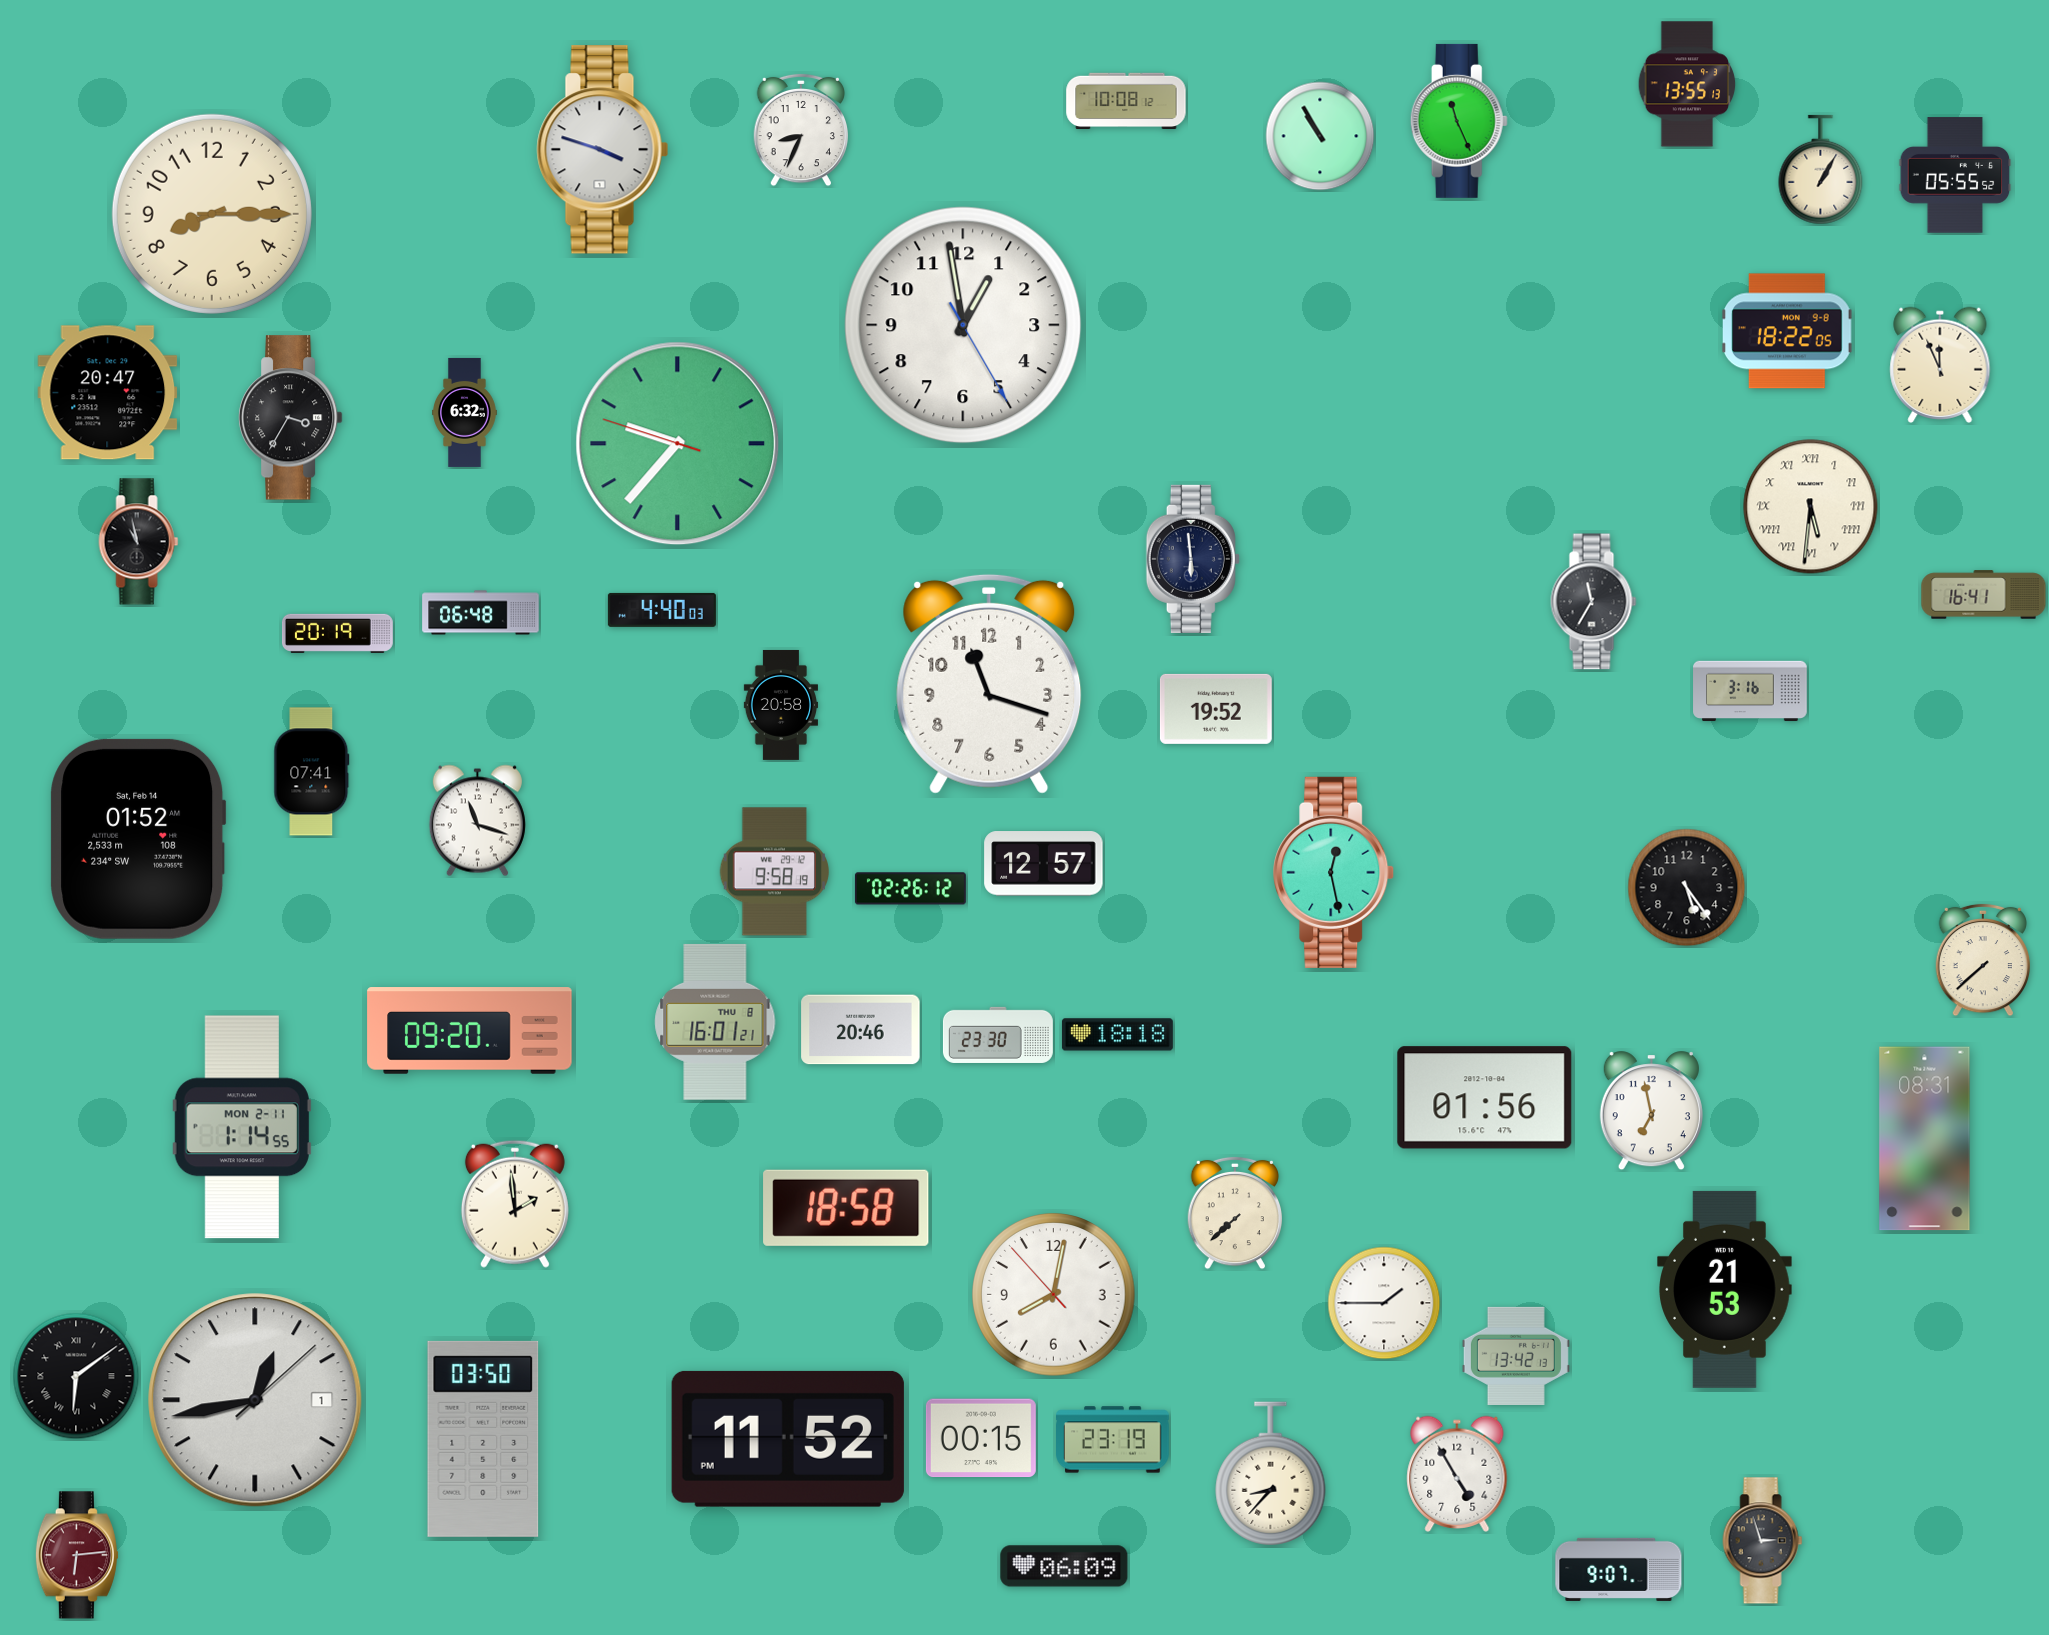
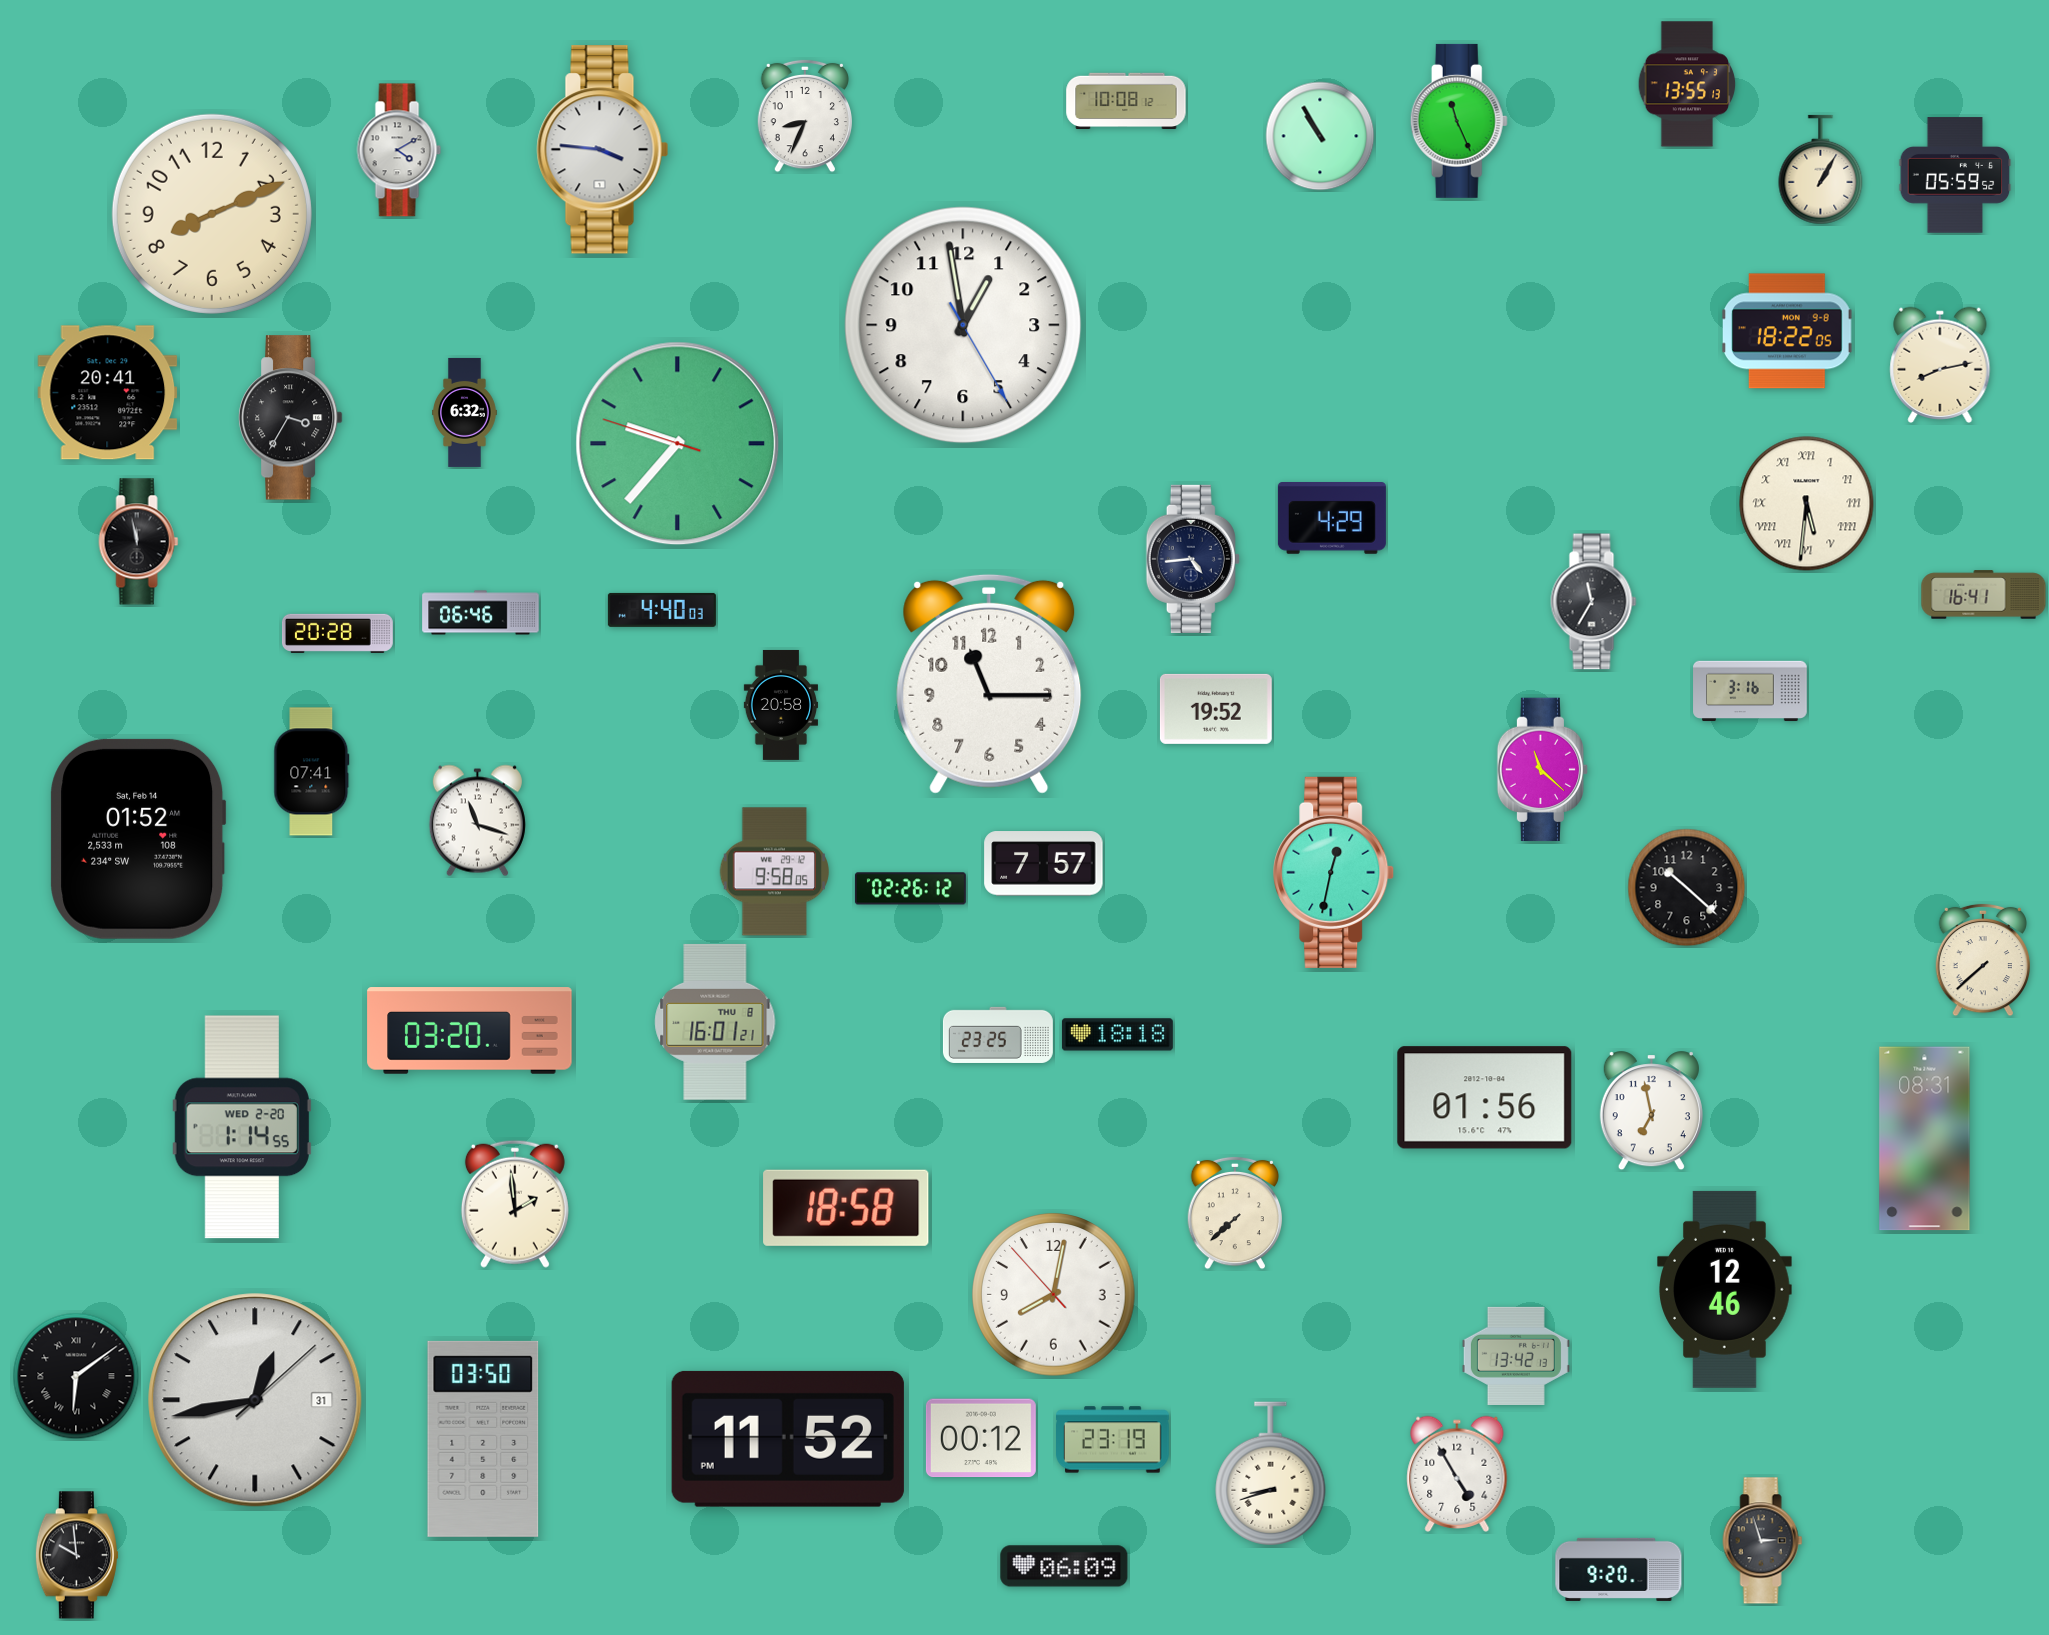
clock at (800, 130) position: (800, 130) -> (804, 116)
clock at (399, 150): none -> 4:10
clock at (603, 150): 3:48 -> 3:46
clock at (1955, 175): 05:55 -> 05:59
clock at (212, 214): 8:15 -> 8:11
clock at (1940, 365): 11:56 -> 8:13
clock at (108, 393): 20:47 -> 20:41
clock at (1811, 507) position: (1811, 507) -> (1807, 504)
clock at (1332, 519): none -> 4:29
clock at (139, 542): 10:58 -> 11:58
clock at (1193, 559): 5:59 -> 4:44
clock at (481, 613): 06:48 -> 06:46
clock at (337, 633): 20:19 -> 20:28
clock at (989, 684): 11:18 -> 11:15
clock at (1543, 770): none -> 11:22
clock at (1044, 864): 12:57 -> 7:57
clock at (775, 872): 9:58:19 -> 9:58:05
clock at (1334, 872): 12:28 -> 12:32
clock at (1687, 888): 5:24 -> 10:22
clock at (861, 1030): 20:46 -> none
clock at (470, 1031): 09:20 -> 03:20
clock at (998, 1035): 23:30 -> 23:25
clock at (242, 1127) date: MON 2-11 -> WED 2-20
clock at (1725, 1289): 21:53 -> 12:46
clock at (1384, 1303): 1:45 -> none
clock at (255, 1400) date: 1 -> 31
clock at (981, 1438): 00:15 -> 00:12
clock at (1271, 1474): 8:37 -> 8:42
clock at (77, 1555): 6:14 -> 9:59
clock at (77, 1555) dial: burgundy -> black
clock at (1619, 1569): 9:07 -> 9:20
